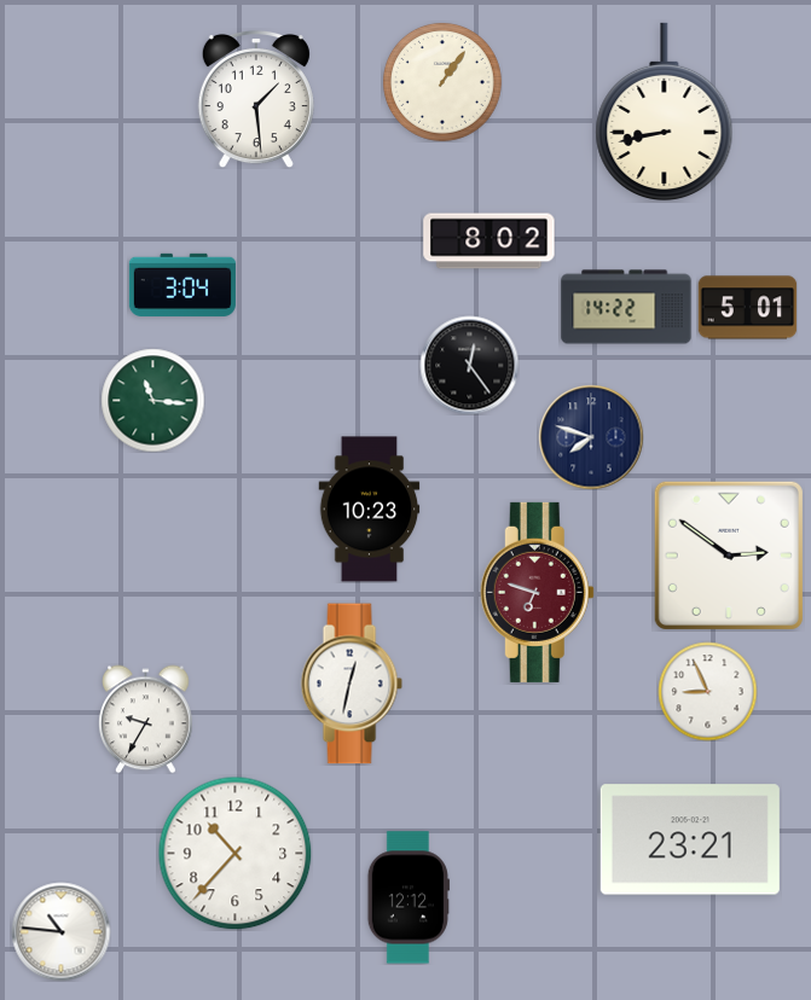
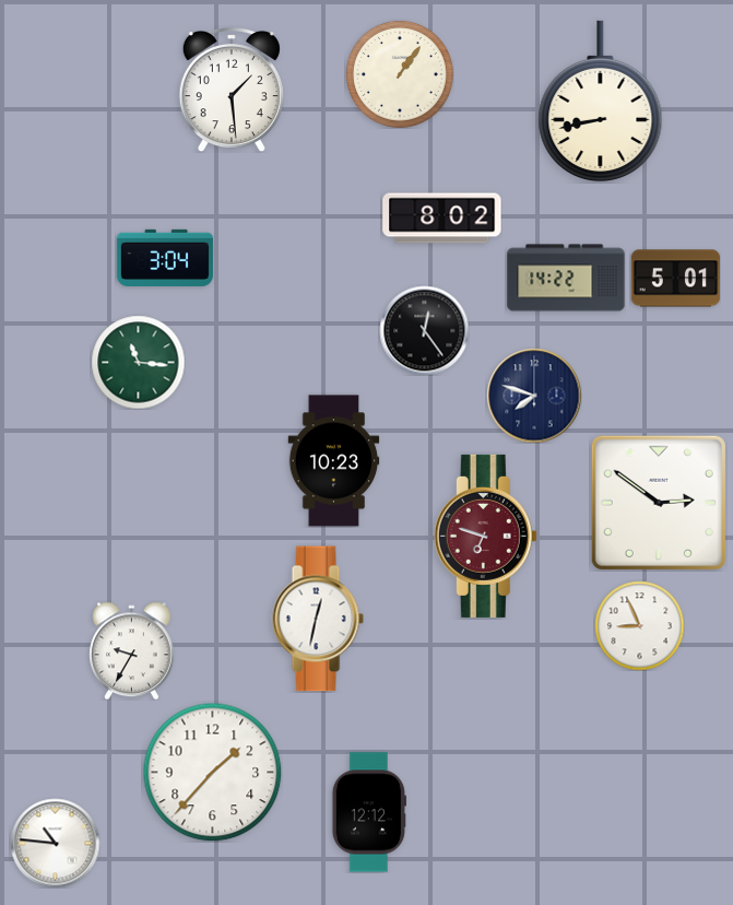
clock at (690, 839): 23:21 -> none
clock at (234, 853): 10:37 -> 1:37
